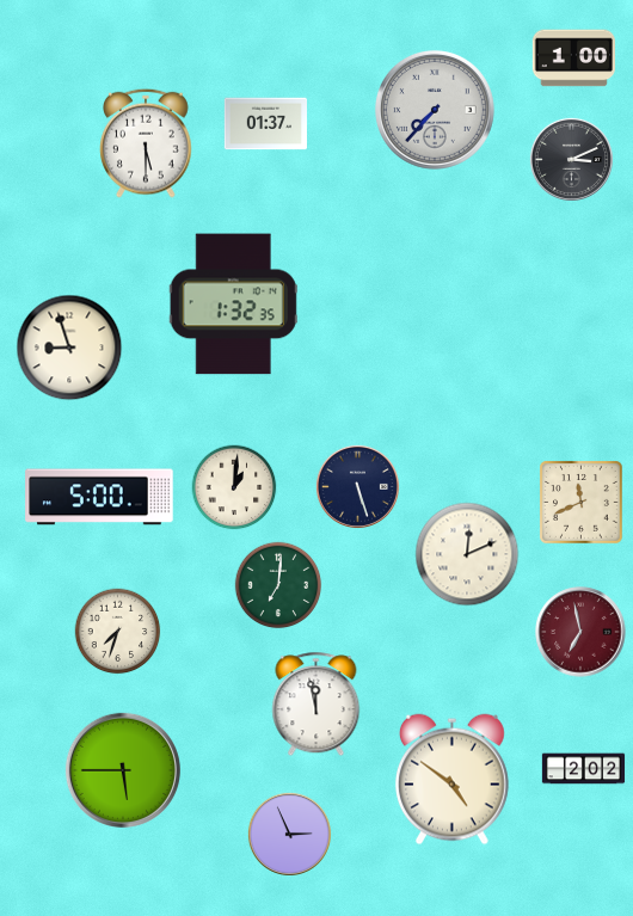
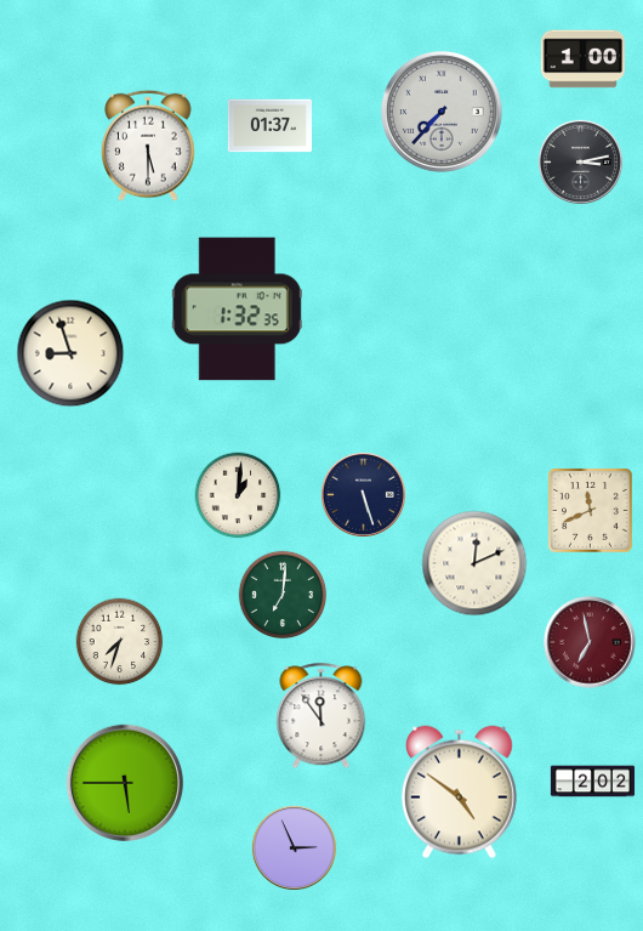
clock at (571, 159): 3:11 -> 3:13
clock at (99, 497): 5:00 -> none
clock at (316, 705): 11:58 -> 11:54
